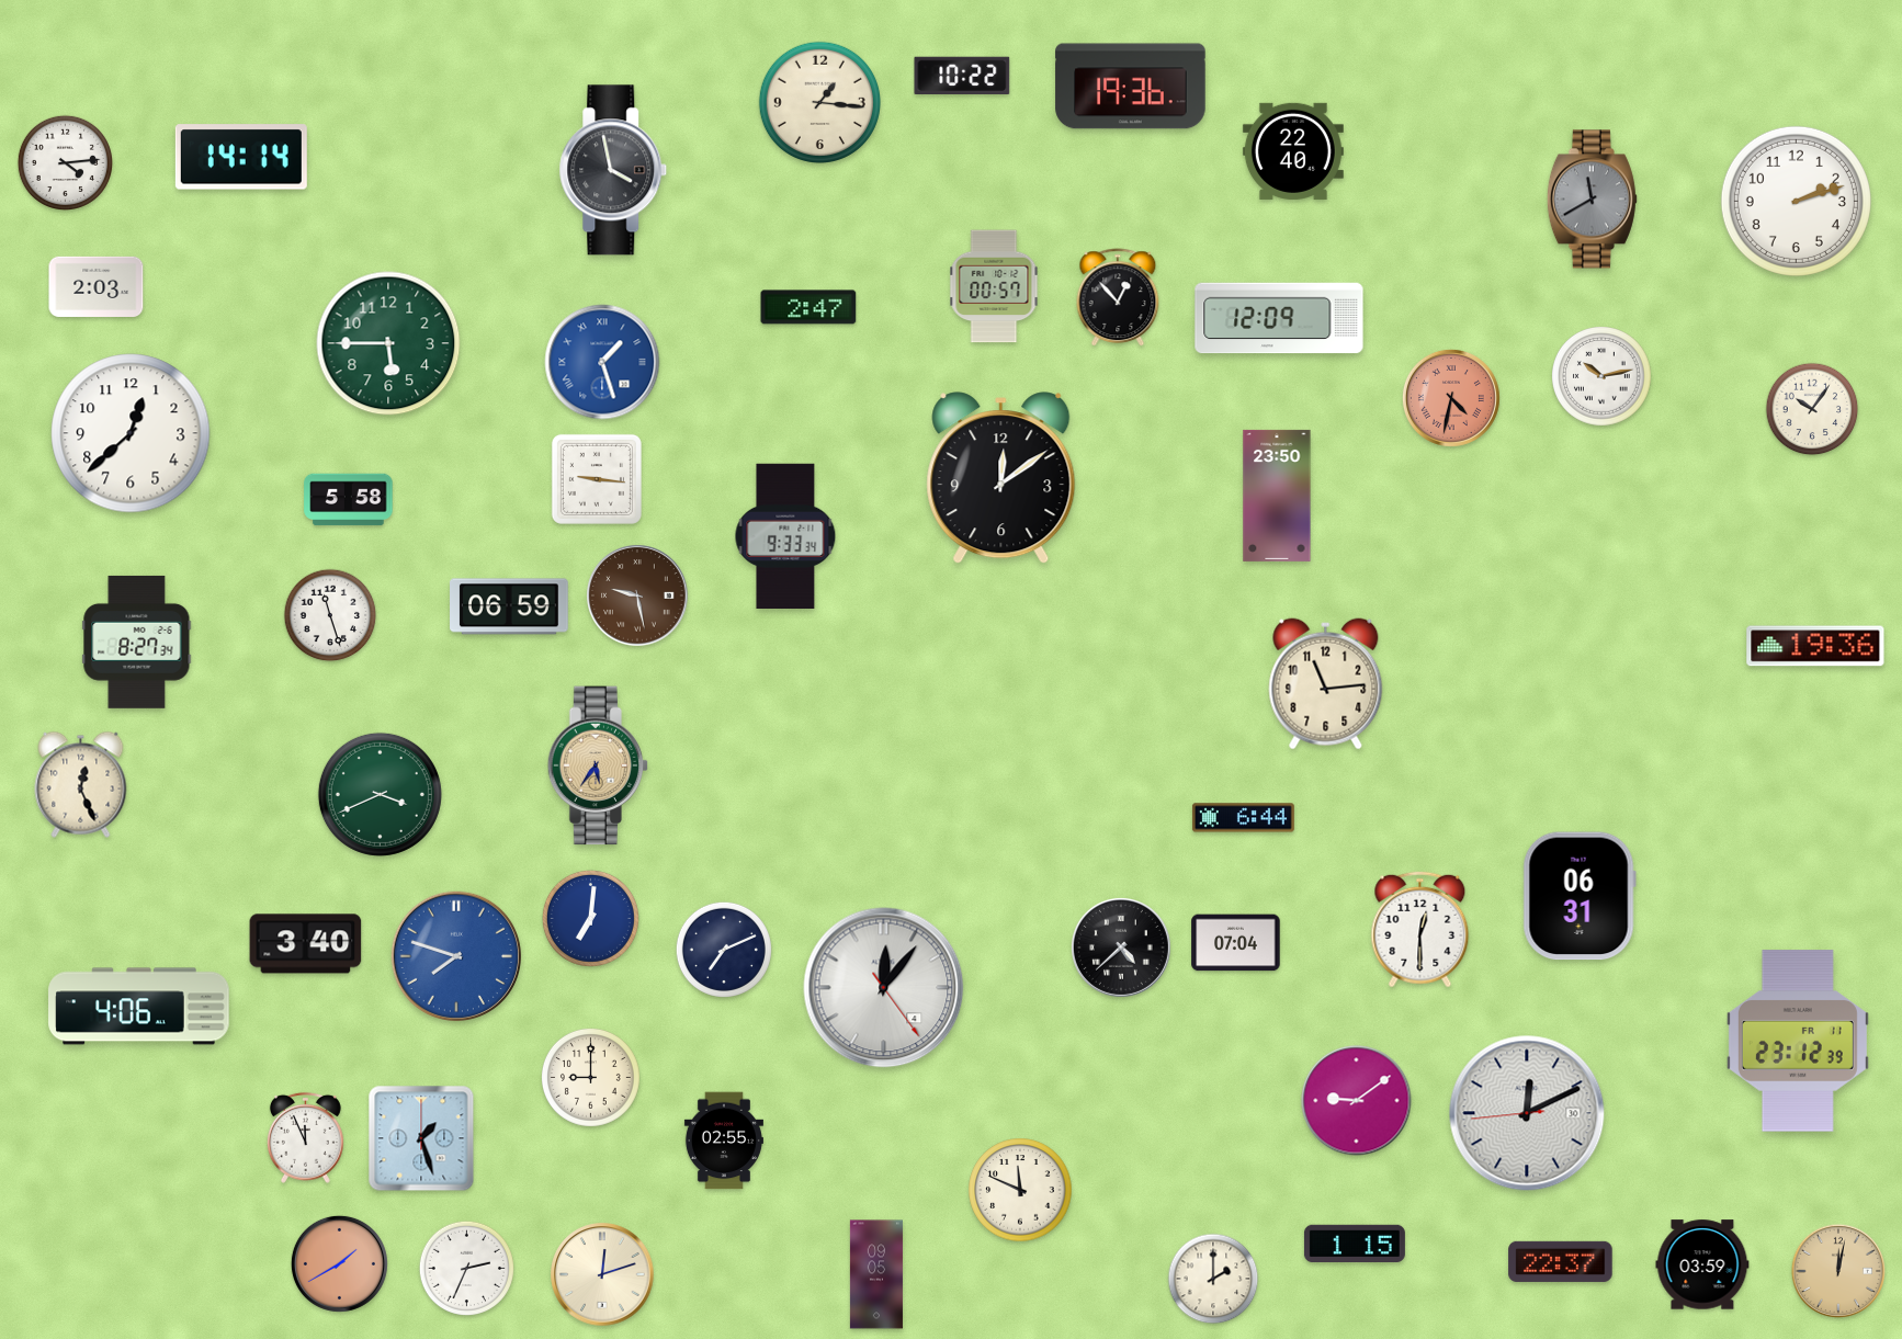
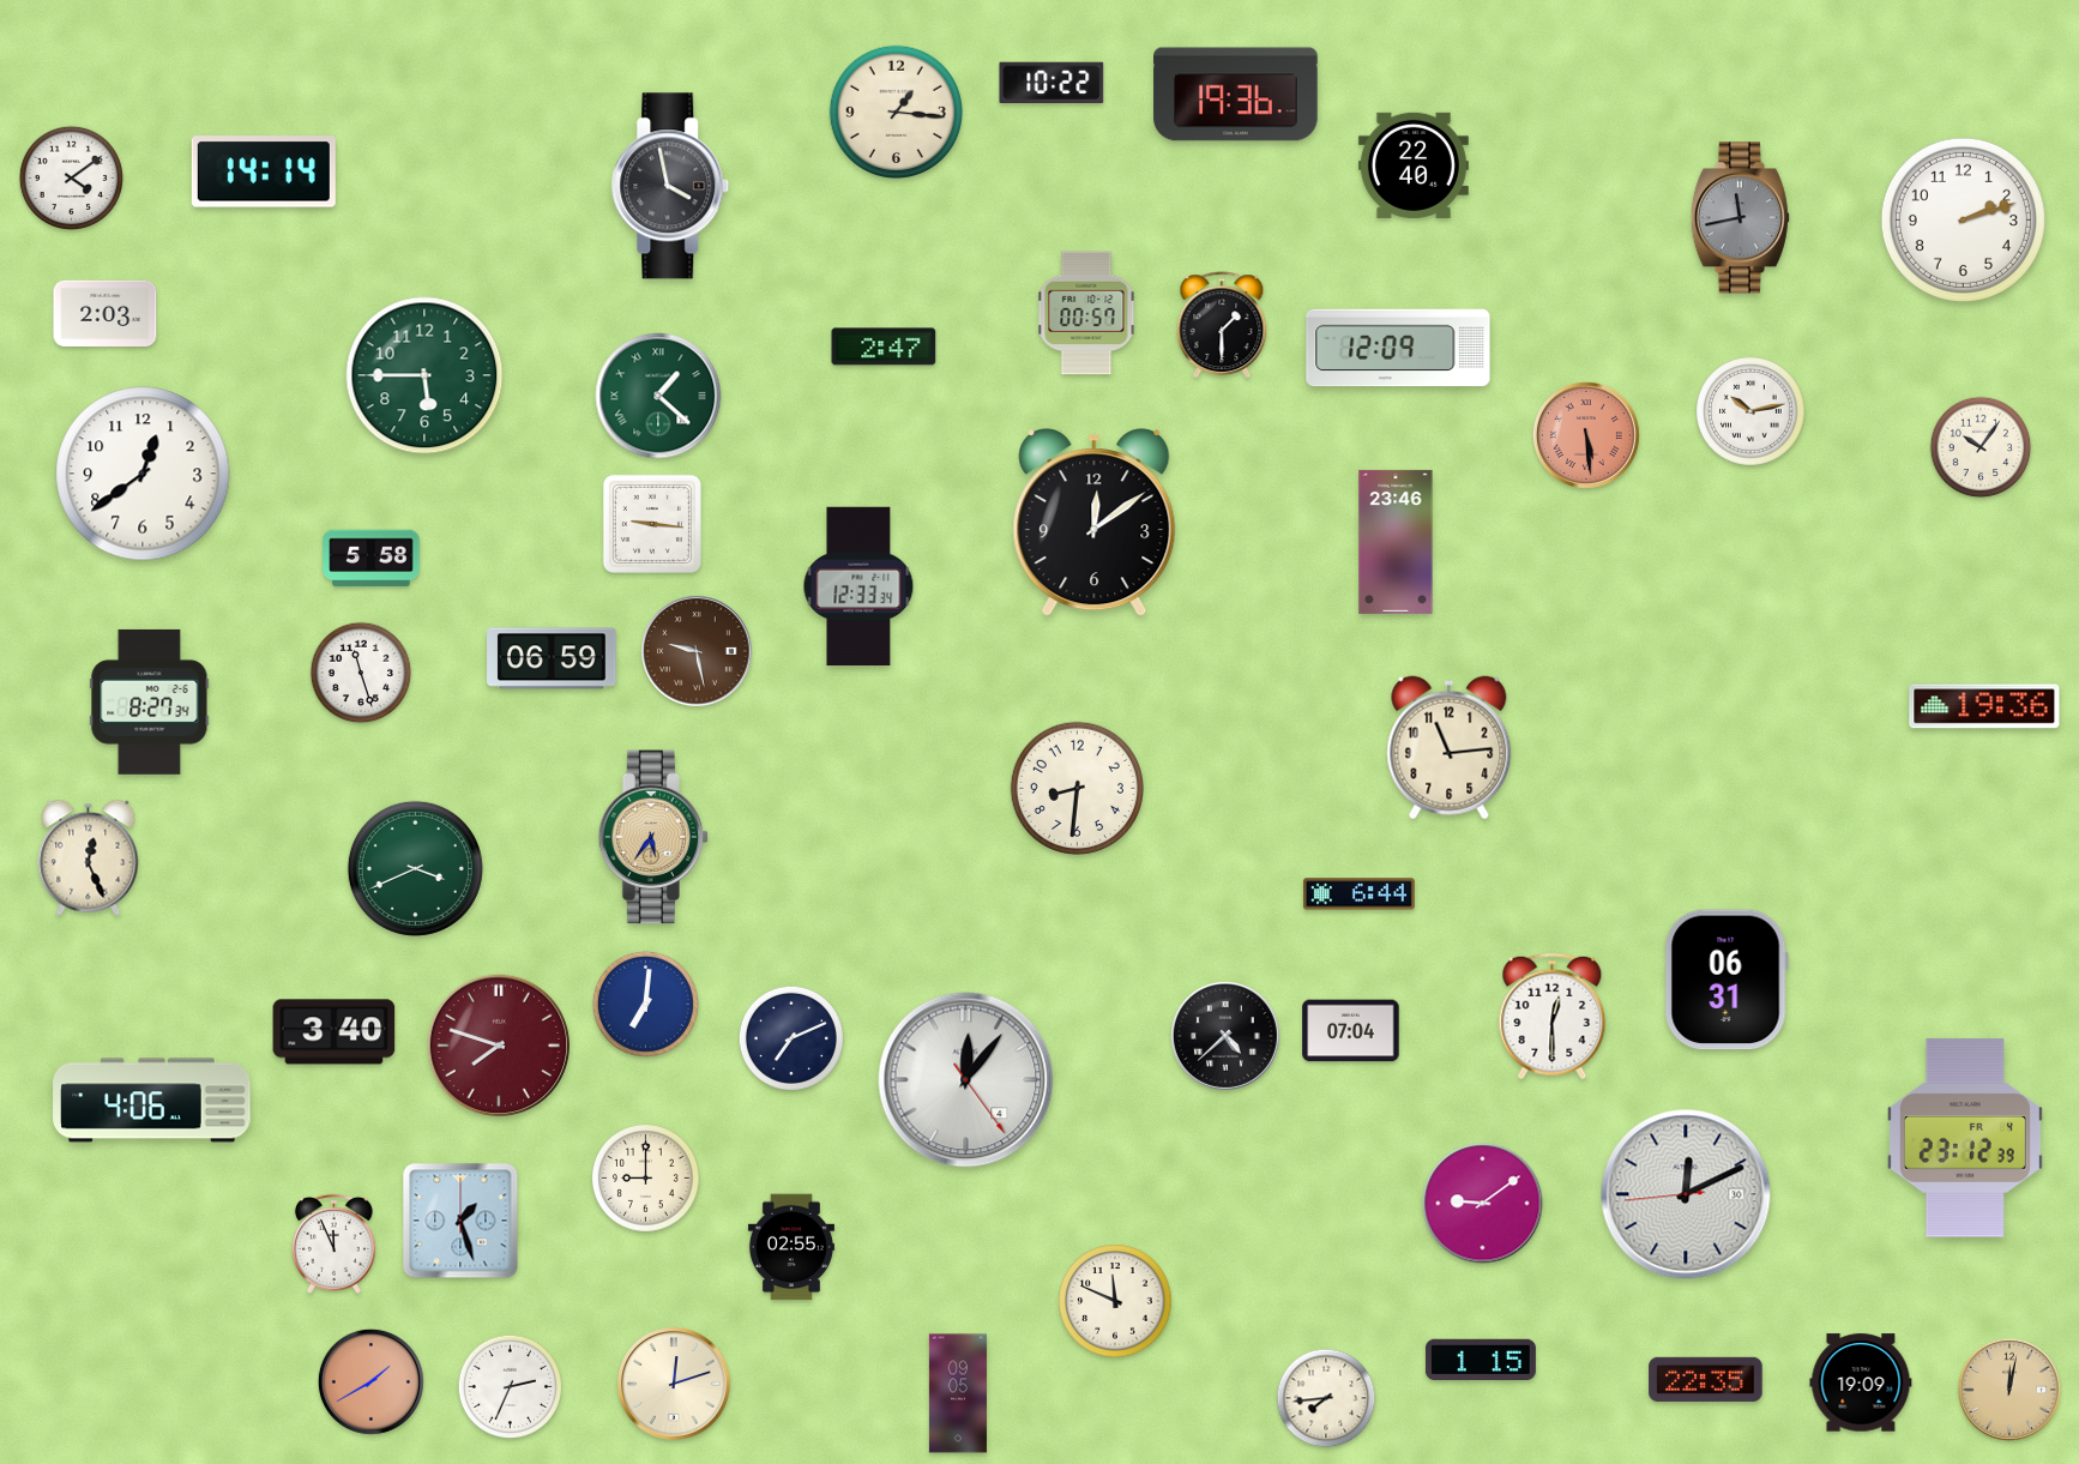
clock at (65, 162): 4:14 -> 4:09
clock at (1592, 200): 11:40 -> 11:43
clock at (1118, 298): 12:53 -> 1:30
clock at (808, 307) position: (808, 307) -> (884, 347)
clock at (602, 362): 1:27 -> 1:22
clock at (602, 362) dial: blue -> green
clock at (1451, 398): 4:32 -> 5:29
clock at (131, 433): 12:38 -> 12:39
clock at (1277, 496): 23:50 -> 23:46
clock at (349, 500) position: (349, 500) -> (372, 559)
clock at (785, 535): 9:33 -> 12:33
clock at (509, 606) position: (509, 606) -> (552, 658)
clock at (1077, 788): none -> 8:31
clock at (455, 955) dial: blue -> burgundy
clock at (1798, 1041) date: FR 11 -> FR 4
clock at (1527, 1113) position: (1527, 1113) -> (1686, 1194)
clock at (421, 1138) position: (421, 1138) -> (460, 1221)
clock at (1561, 1261): 22:37 -> 22:35
clock at (1702, 1264): 03:59 -> 19:09
clock at (602, 1274) position: (602, 1274) -> (674, 1384)
clock at (1213, 1279): 2:00 -> 7:44
